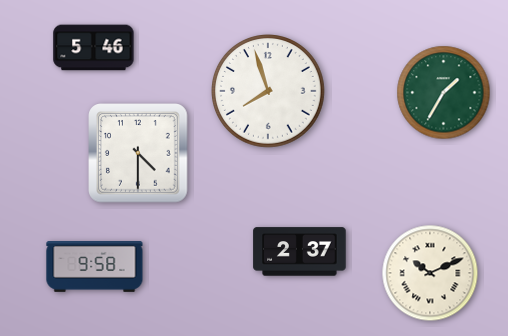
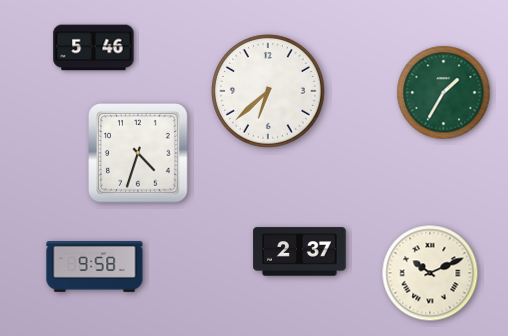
clock at (269, 92): 7:57 -> 6:38
clock at (138, 153): 4:30 -> 4:33
